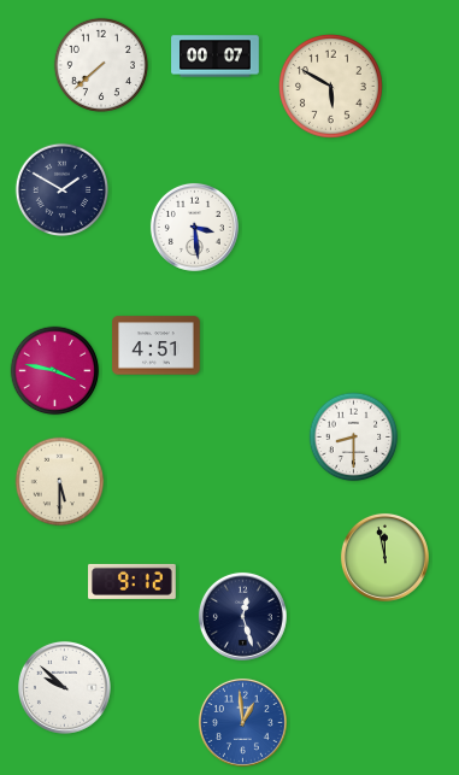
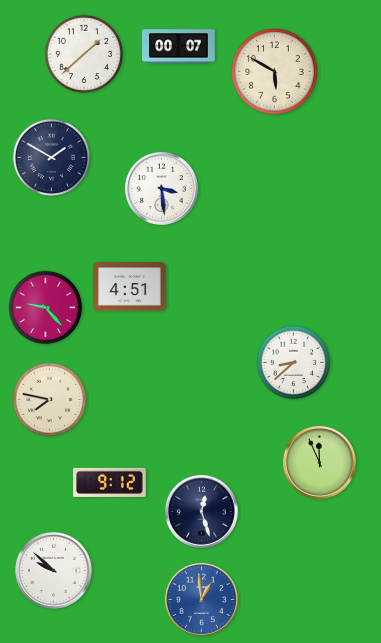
clock at (100, 64): 7:38 -> 1:38
clock at (55, 371): 3:47 -> 9:23
clock at (354, 438): 8:30 -> 8:38
clock at (60, 482): 5:30 -> 7:47
clock at (384, 557): 11:58 -> 11:56
